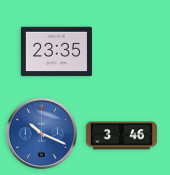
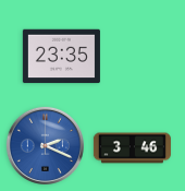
clock at (41, 133): 10:19 -> 2:19
